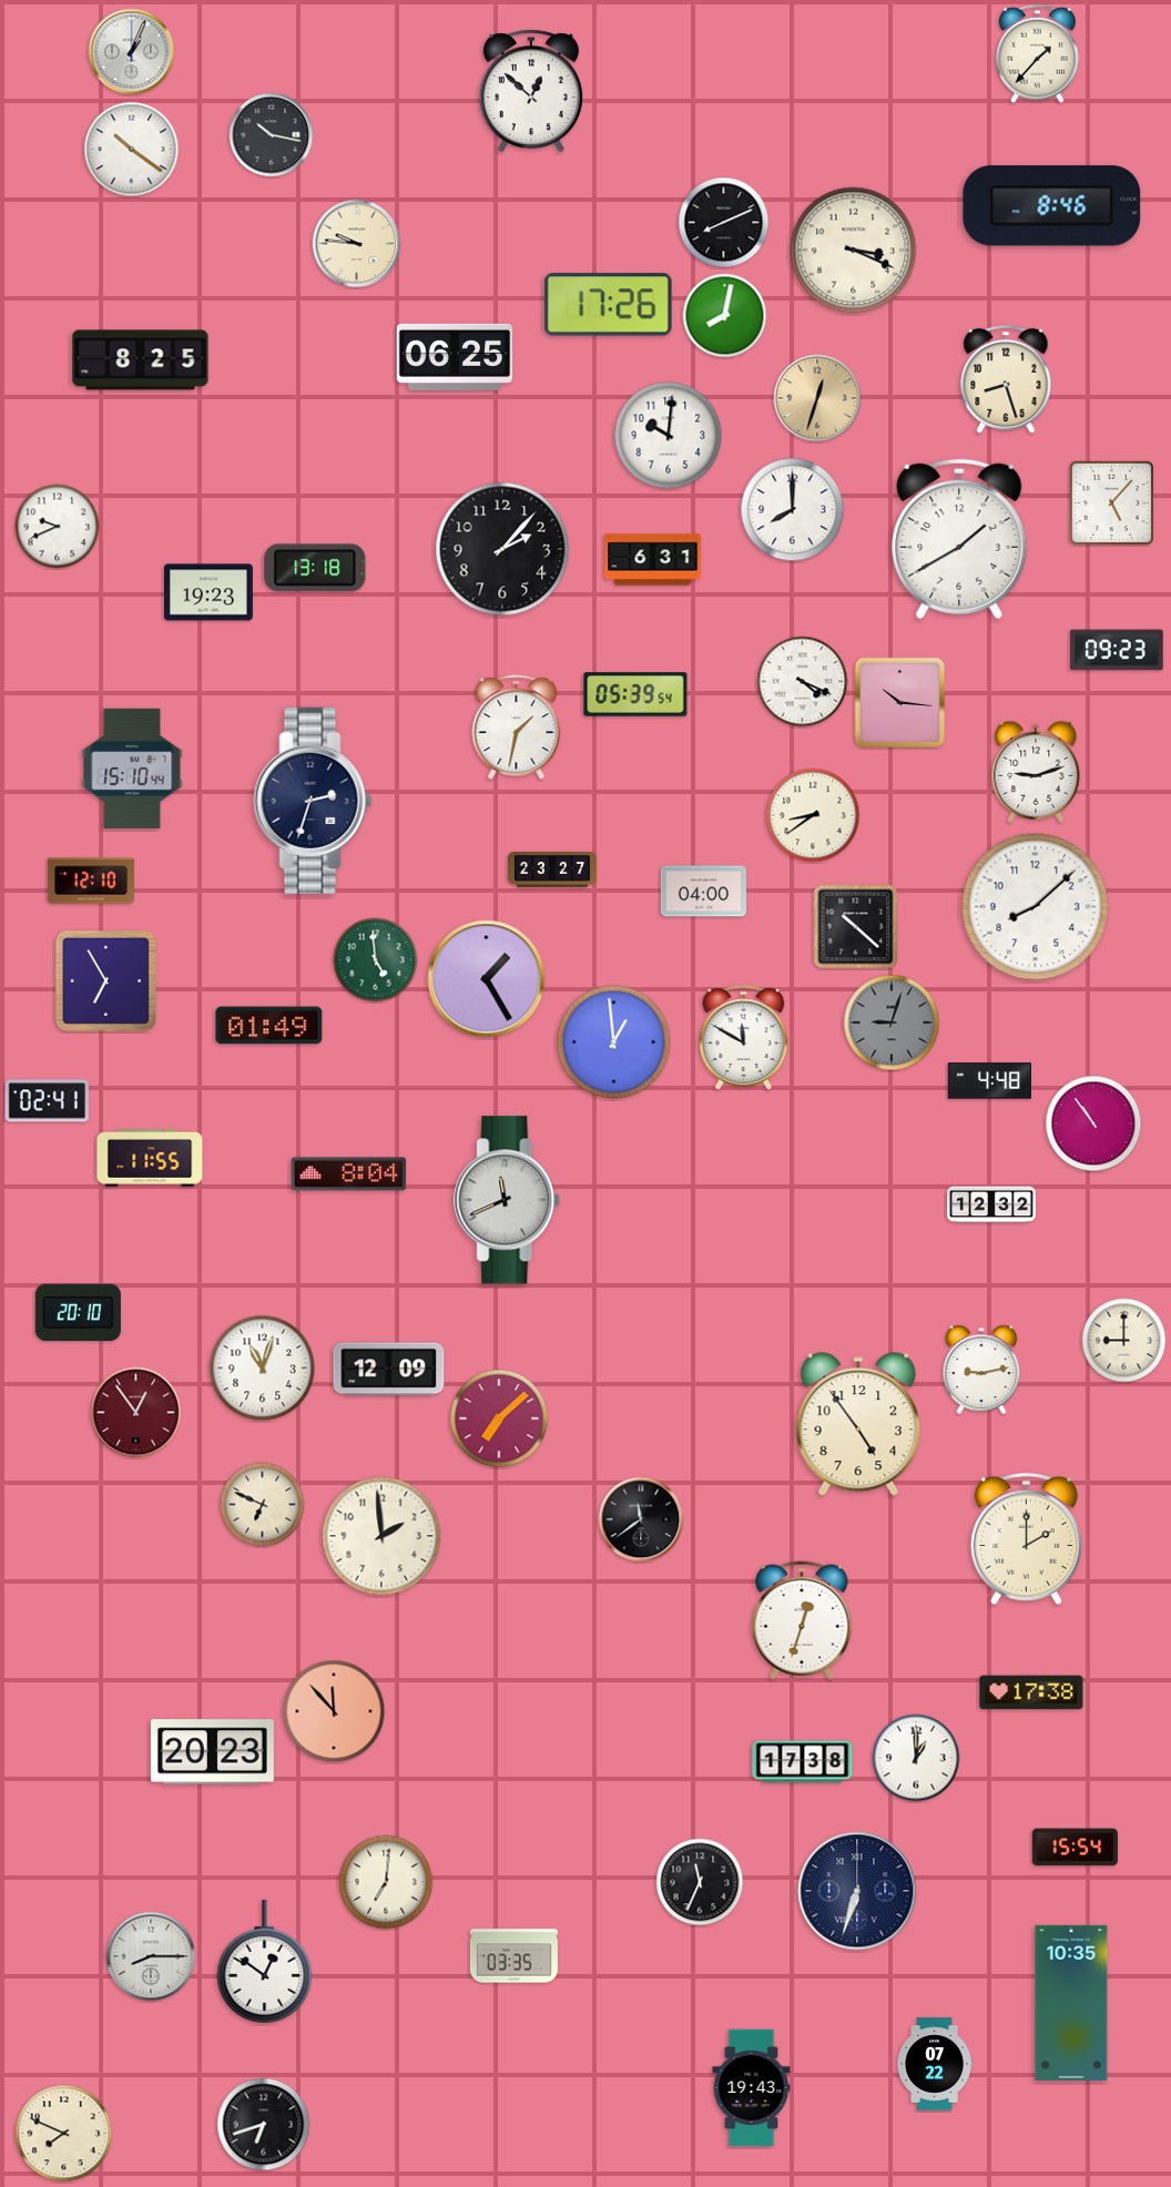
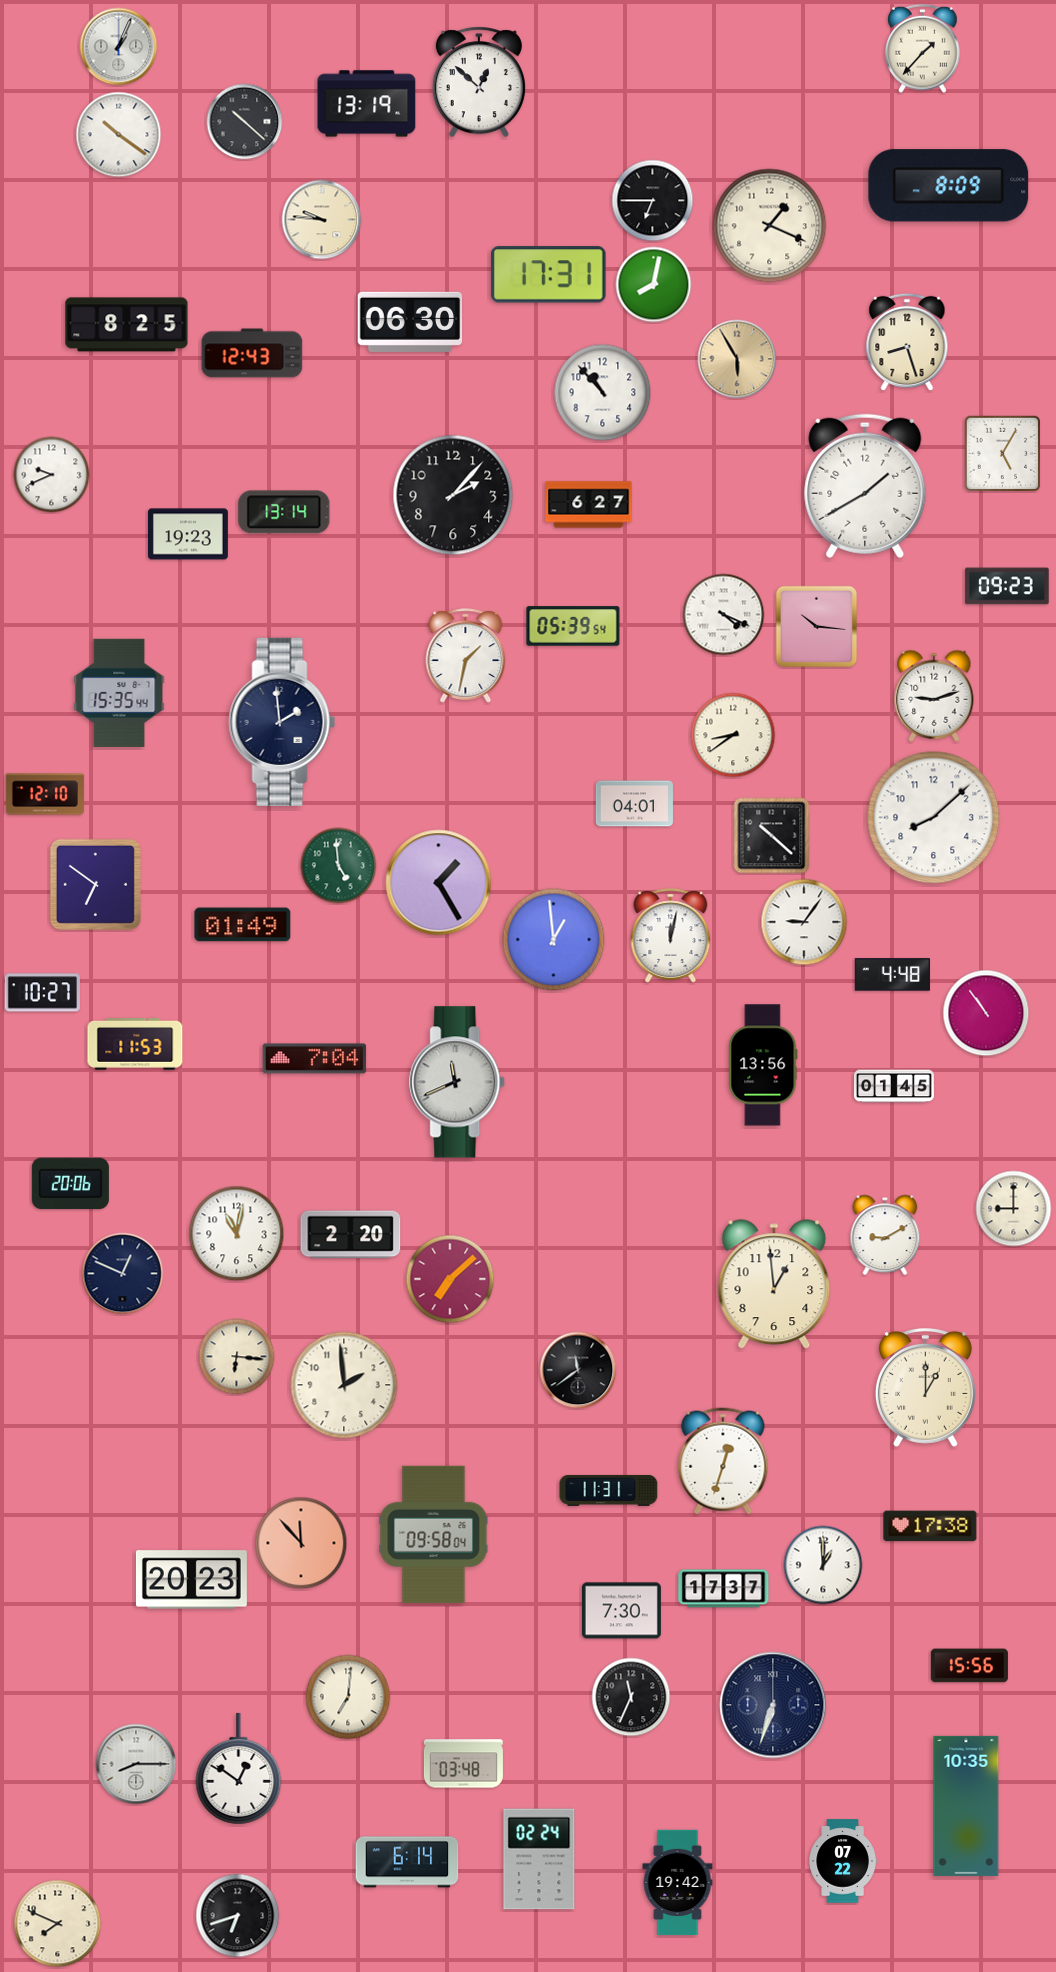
clock at (1038, 54) position: (1038, 54) -> (923, 49)
clock at (367, 104): none -> 13:19
clock at (272, 135): 10:17 -> 10:22
clock at (1052, 206): 8:46 -> 8:09
clock at (724, 223): 8:11 -> 6:45
clock at (854, 251): 3:19 -> 1:19
clock at (608, 305): 17:26 -> 17:31
clock at (455, 357): 06:25 -> 06:30
clock at (252, 353): none -> 12:43
clock at (817, 398): 12:33 -> 5:55
clock at (669, 436): 10:01 -> 10:53
clock at (1112, 503): 5:07 -> 5:05
clock at (793, 510): 8:00 -> none
clock at (653, 560): 6:31 -> 6:27
clock at (315, 568): 13:18 -> 13:14
clock at (900, 703) position: (900, 703) -> (817, 627)
clock at (132, 769): 15:10 -> 15:35
clock at (313, 801): 2:33 -> 1:59
clock at (553, 871): 23:27 -> none
clock at (91, 881) position: (91, 881) -> (45, 794)
clock at (703, 892): 04:00 -> 04:01
clock at (105, 980): 6:55 -> 6:51
clock at (892, 1023): 9:03 -> 9:06
clock at (892, 1023) dial: grey -> white
clock at (744, 1038): 11:50 -> 12:02
clock at (47, 1101): 02:41 -> 10:27
clock at (150, 1159): 11:55 -> 11:53
clock at (349, 1174): 8:04 -> 7:04
clock at (763, 1065): none -> 13:56
clock at (992, 1204): 12:32 -> 01:45
clock at (78, 1313): 20:10 -> 20:06
clock at (263, 1369): 11:03 -> 11:02
clock at (389, 1370): 12:09 -> 2:20
clock at (981, 1370): 9:13 -> 9:10
clock at (136, 1413): 12:54 -> 12:49
clock at (136, 1413) dial: burgundy -> navy
clock at (858, 1425): 4:54 -> 12:59
clock at (263, 1505): 6:49 -> 6:16
clock at (1026, 1538): 2:00 -> 1:00
clock at (609, 1490): none -> 11:31
clock at (434, 1534): none -> 09:58
clock at (916, 1758) position: (916, 1758) -> (823, 1565)
clock at (803, 1762): 17:38 -> 17:37
clock at (621, 1611): none -> 7:30
clock at (1075, 1848): 15:54 -> 15:56
clock at (513, 1956): 03:35 -> 03:48
clock at (539, 1859): none -> 02:24
clock at (407, 1862): none -> 6:14
clock at (752, 2088): 19:43 -> 19:42
